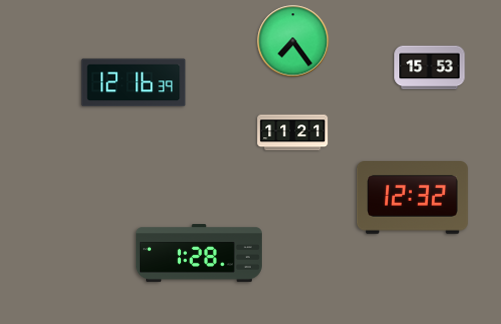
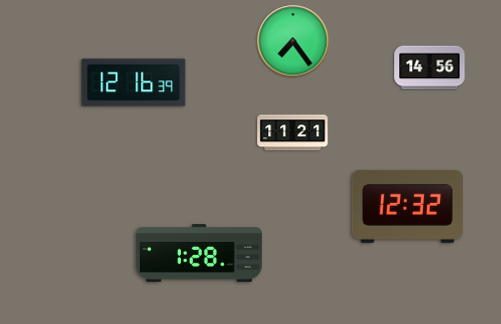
clock at (430, 68): 15:53 -> 14:56
clock at (412, 198) position: (412, 198) -> (407, 207)
